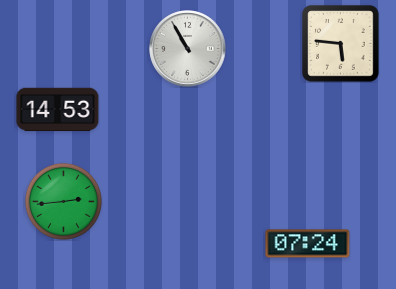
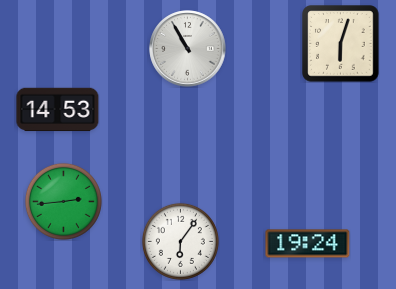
clock at (341, 44): 5:46 -> 6:03
clock at (180, 241): none -> 6:06
clock at (308, 244): 07:24 -> 19:24
